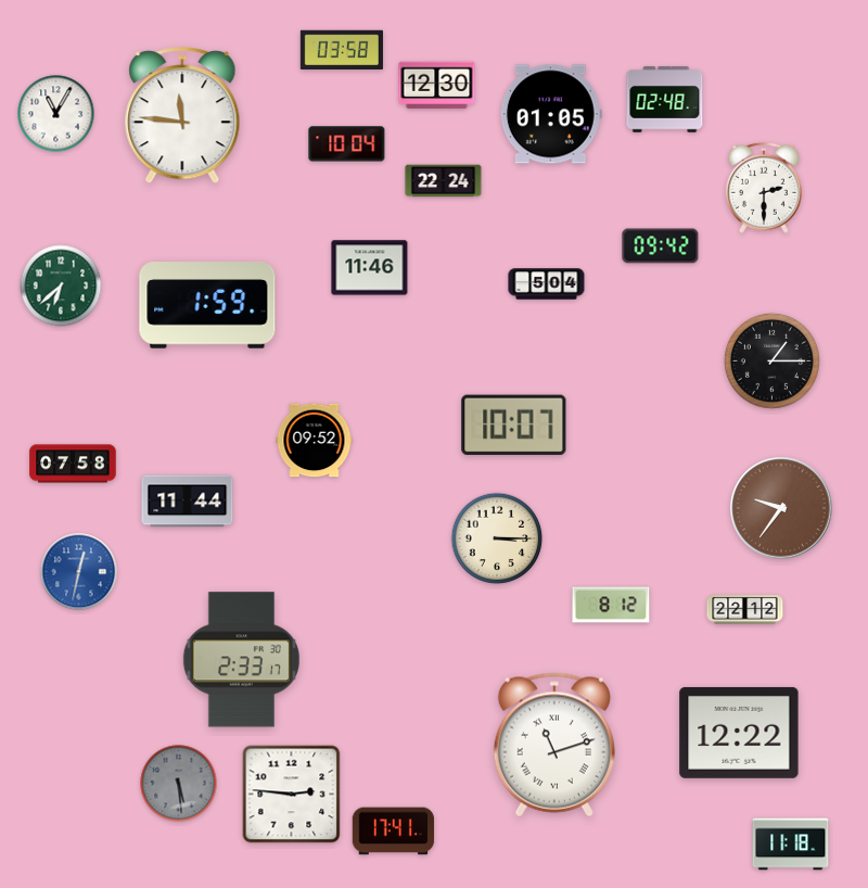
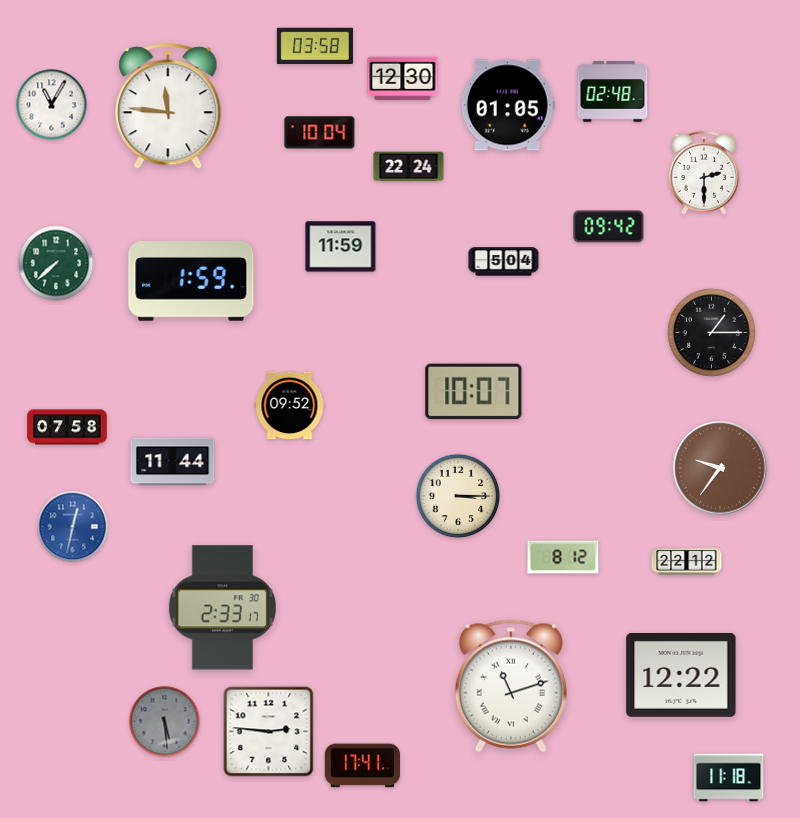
clock at (370, 268): 11:46 -> 11:59
clock at (61, 286): 6:38 -> 7:38
